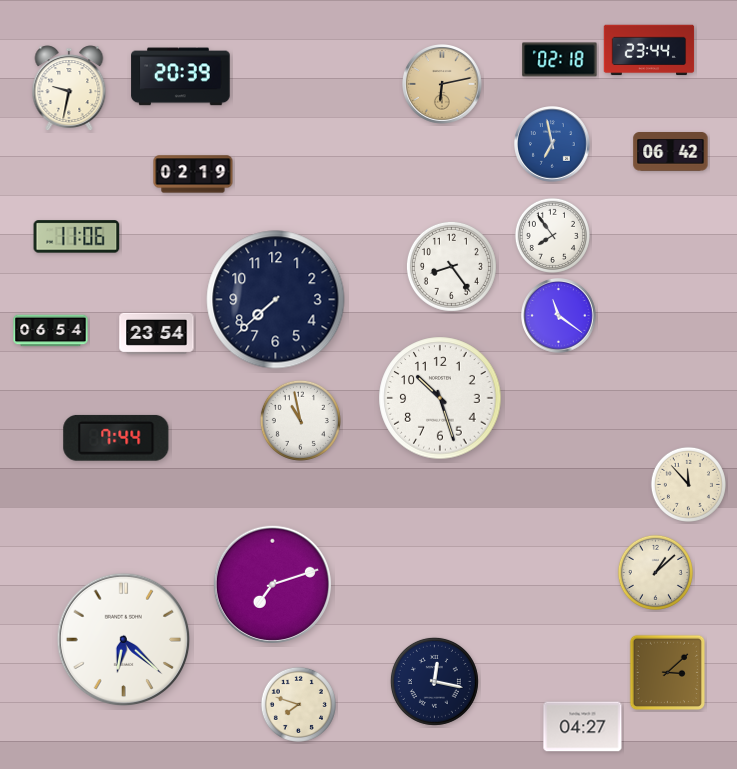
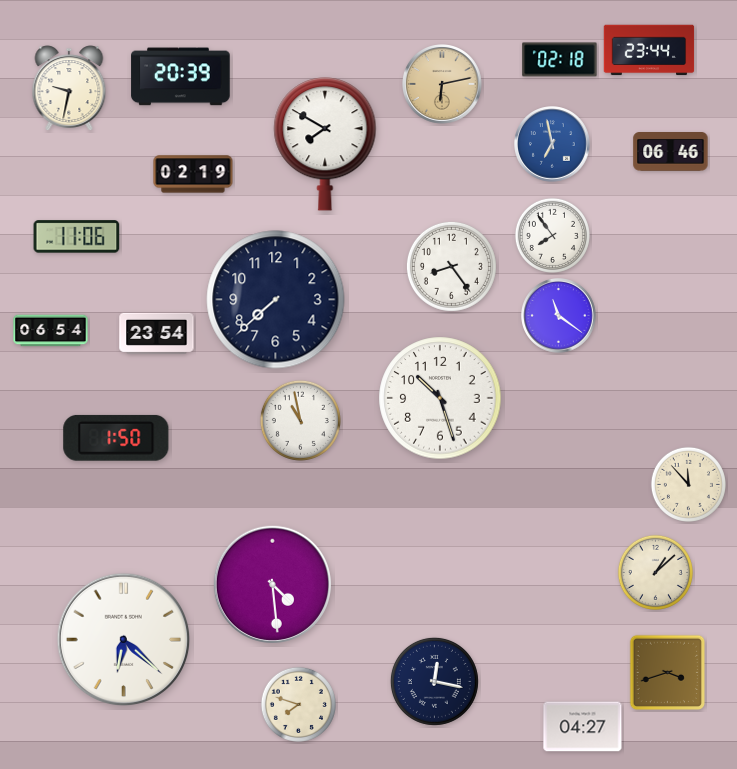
clock at (325, 144): none -> 7:50
clock at (671, 152): 06:42 -> 06:46
clock at (116, 438): 7:44 -> 1:50
clock at (272, 584): 7:12 -> 4:29
clock at (667, 672): 3:08 -> 3:42
